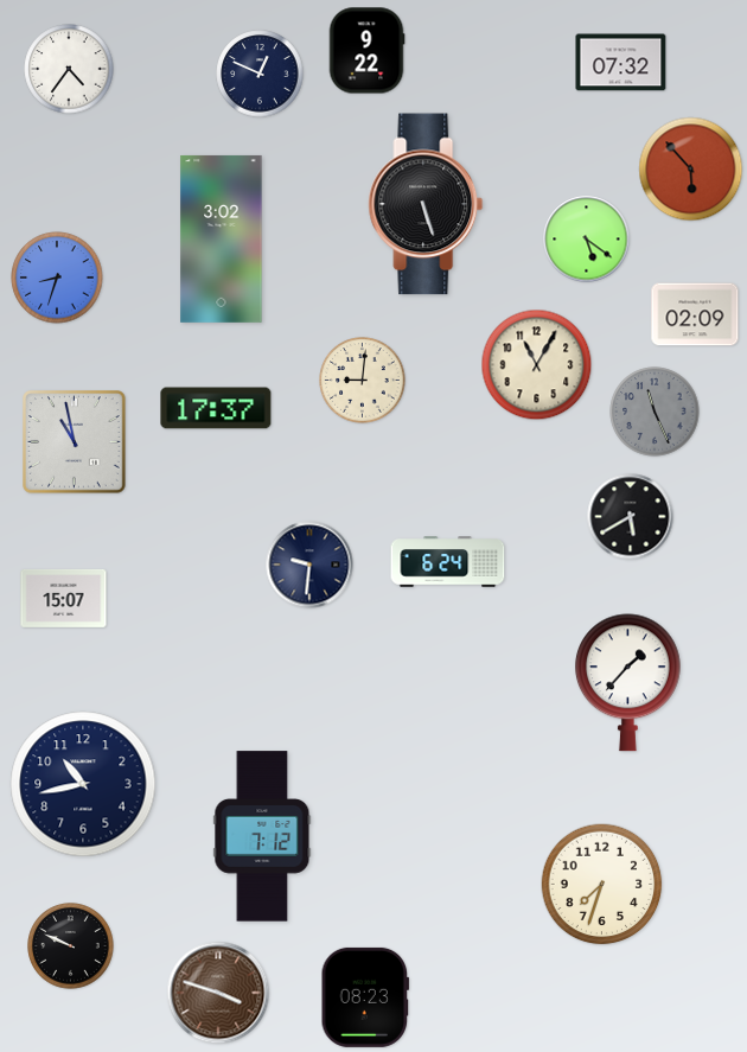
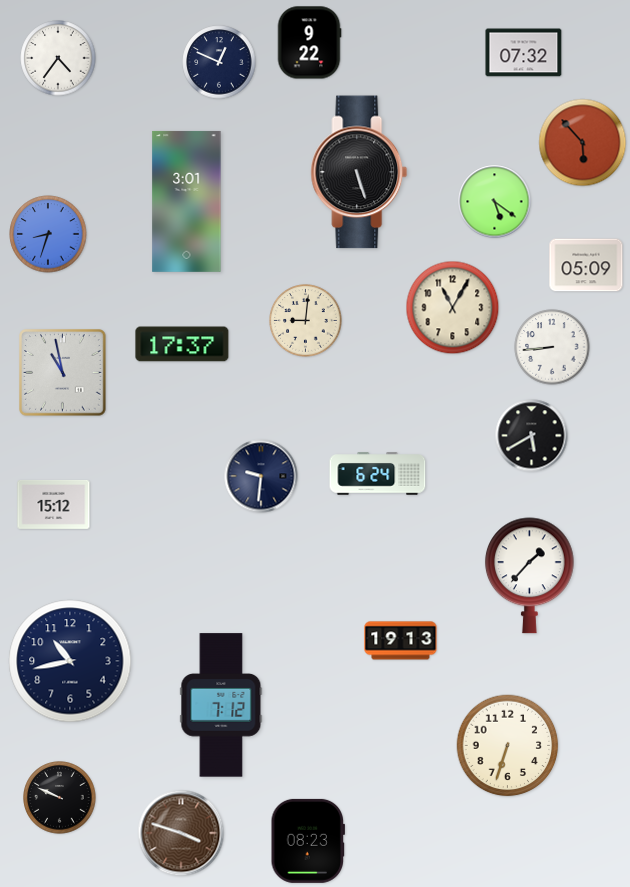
clock at (222, 238): 3:02 -> 3:01
clock at (695, 314): 02:09 -> 05:09
clock at (655, 412): 11:26 -> 8:44
clock at (655, 412) dial: grey -> white
clock at (64, 598): 15:07 -> 15:12
clock at (401, 641): none -> 19:13
clock at (602, 885): 7:33 -> 6:33
clock at (218, 993) position: (218, 993) -> (181, 833)
